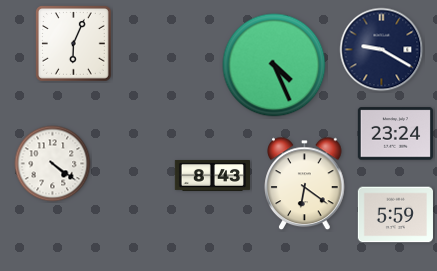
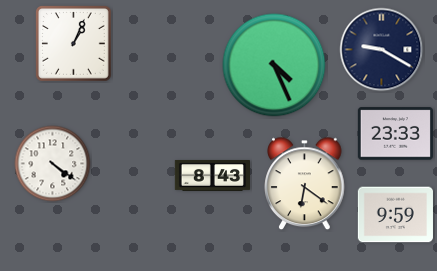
clock at (74, 44): 6:04 -> 1:04
clock at (395, 134): 23:24 -> 23:33
clock at (395, 215): 5:59 -> 9:59
